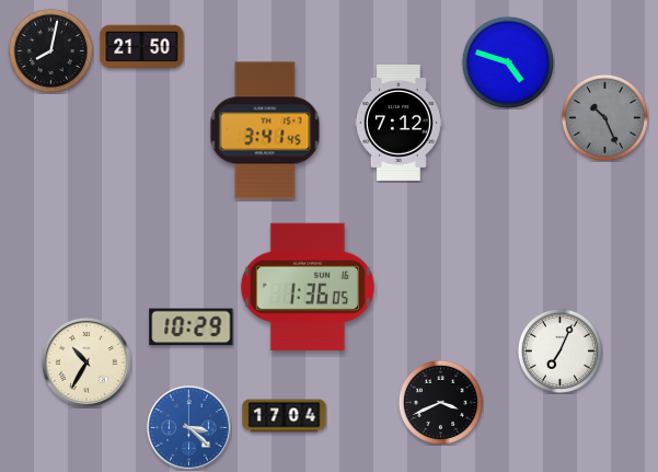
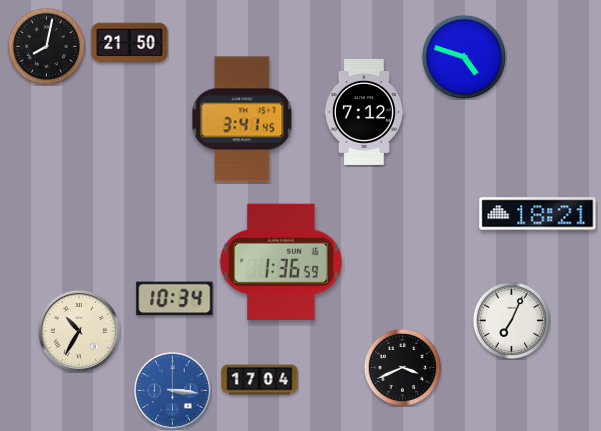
clock at (604, 117): 10:26 -> none
clock at (538, 214): none -> 18:21
clock at (308, 287): 1:36:05 -> 1:36:59
clock at (192, 327): 10:29 -> 10:34
clock at (189, 428): 3:22 -> 3:16
